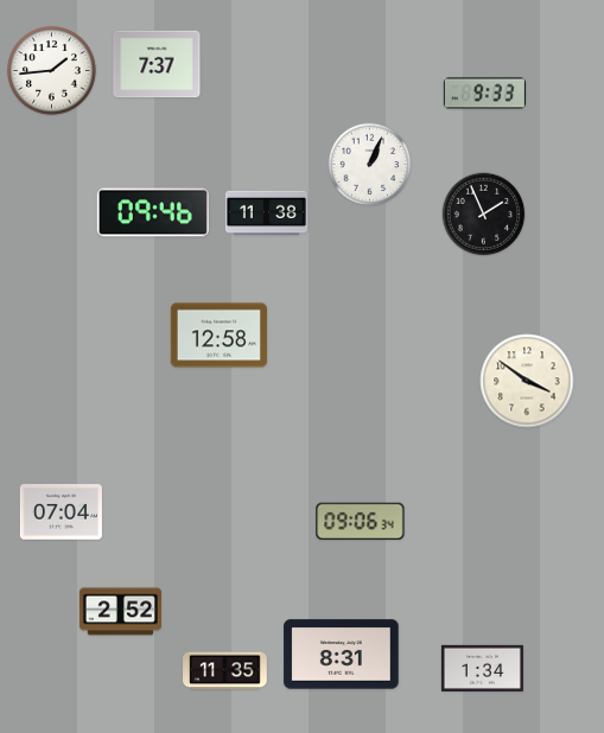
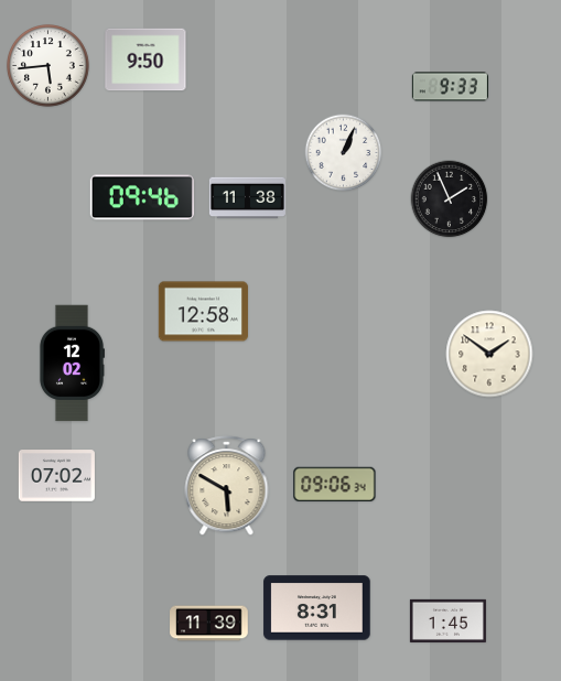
clock at (157, 64): 7:37 -> 9:50
clock at (52, 71): 1:44 -> 5:44
clock at (527, 381): 3:51 -> 1:51
clock at (71, 364): none -> 12:02
clock at (61, 512): 07:04 -> 07:02
clock at (227, 486): none -> 5:50
clock at (120, 612): 2:52 -> none
clock at (482, 668): 1:34 -> 1:45
clock at (225, 671): 11:35 -> 11:39
